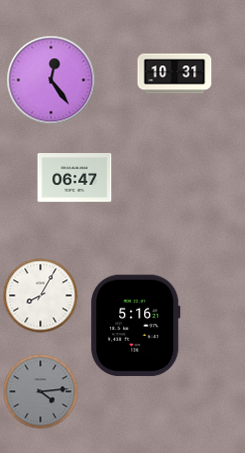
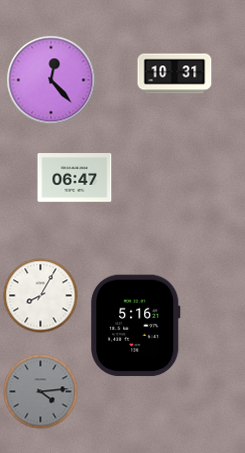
clock at (51, 80): 12:24 -> 12:23
